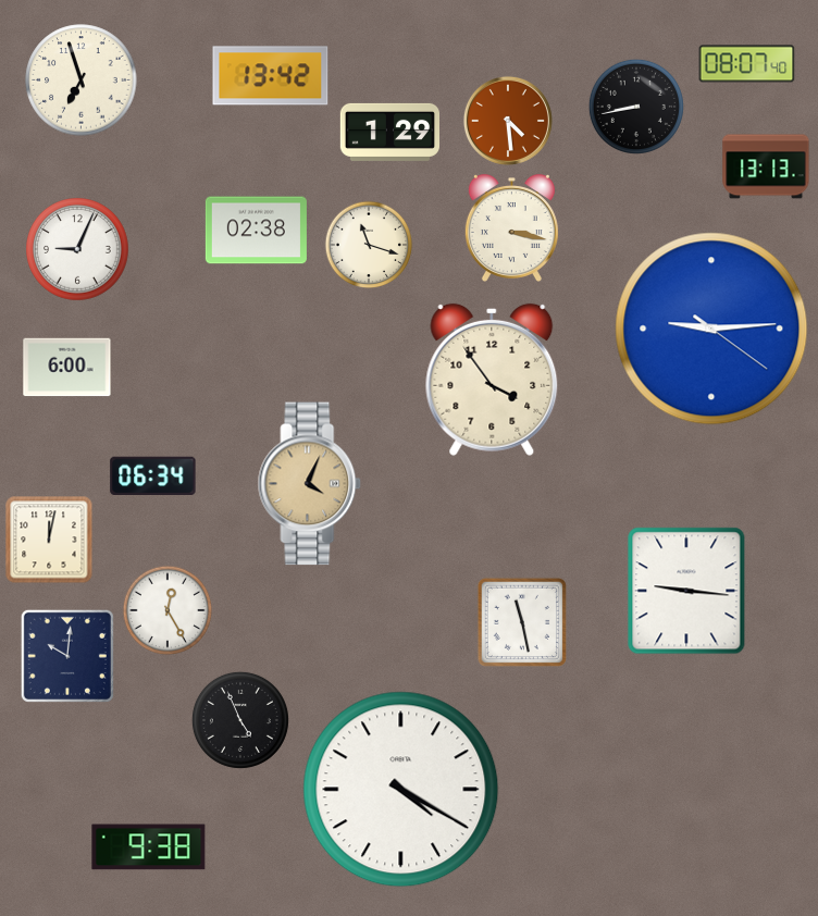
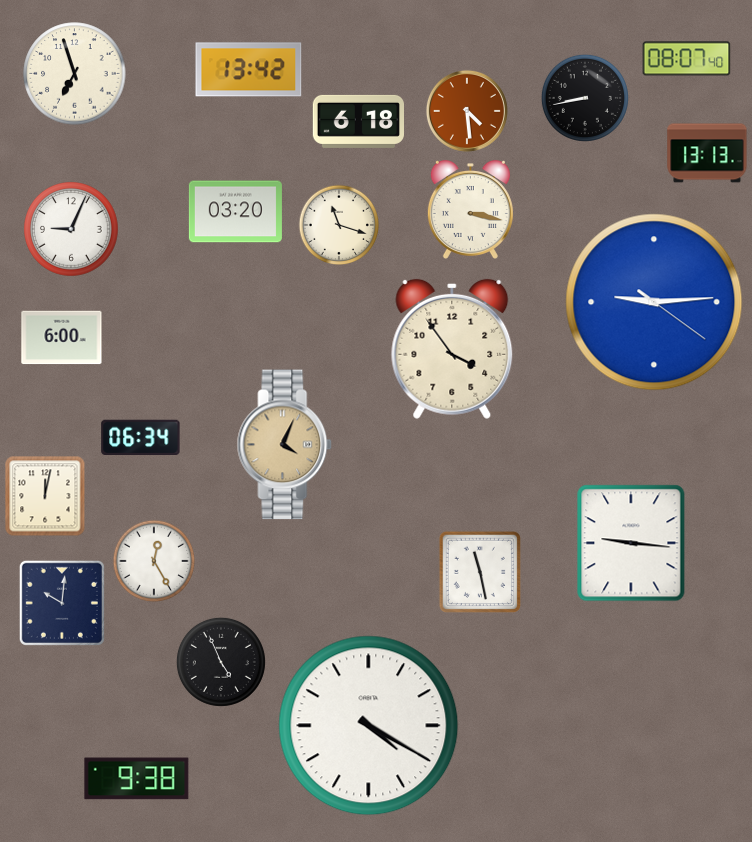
clock at (389, 132): 1:29 -> 6:18
clock at (766, 166) position: (766, 166) -> (707, 153)
clock at (256, 231): 02:38 -> 03:20
